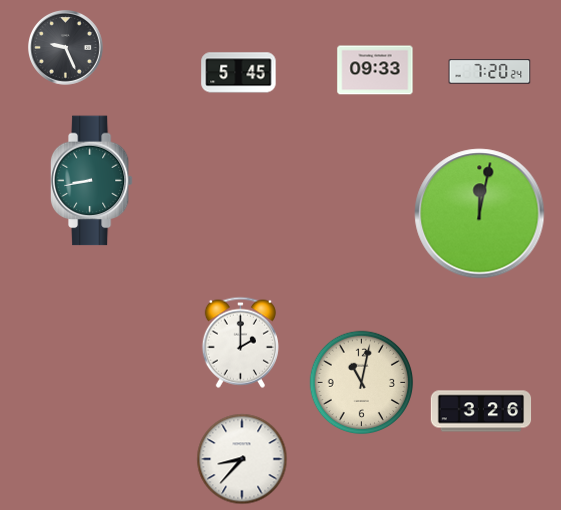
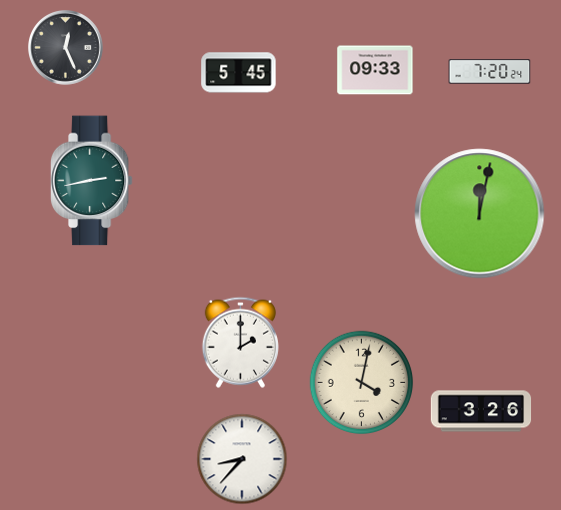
clock at (66, 48): 9:26 -> 12:26
clock at (91, 181): 8:43 -> 2:43
clock at (362, 383): 11:02 -> 4:02
